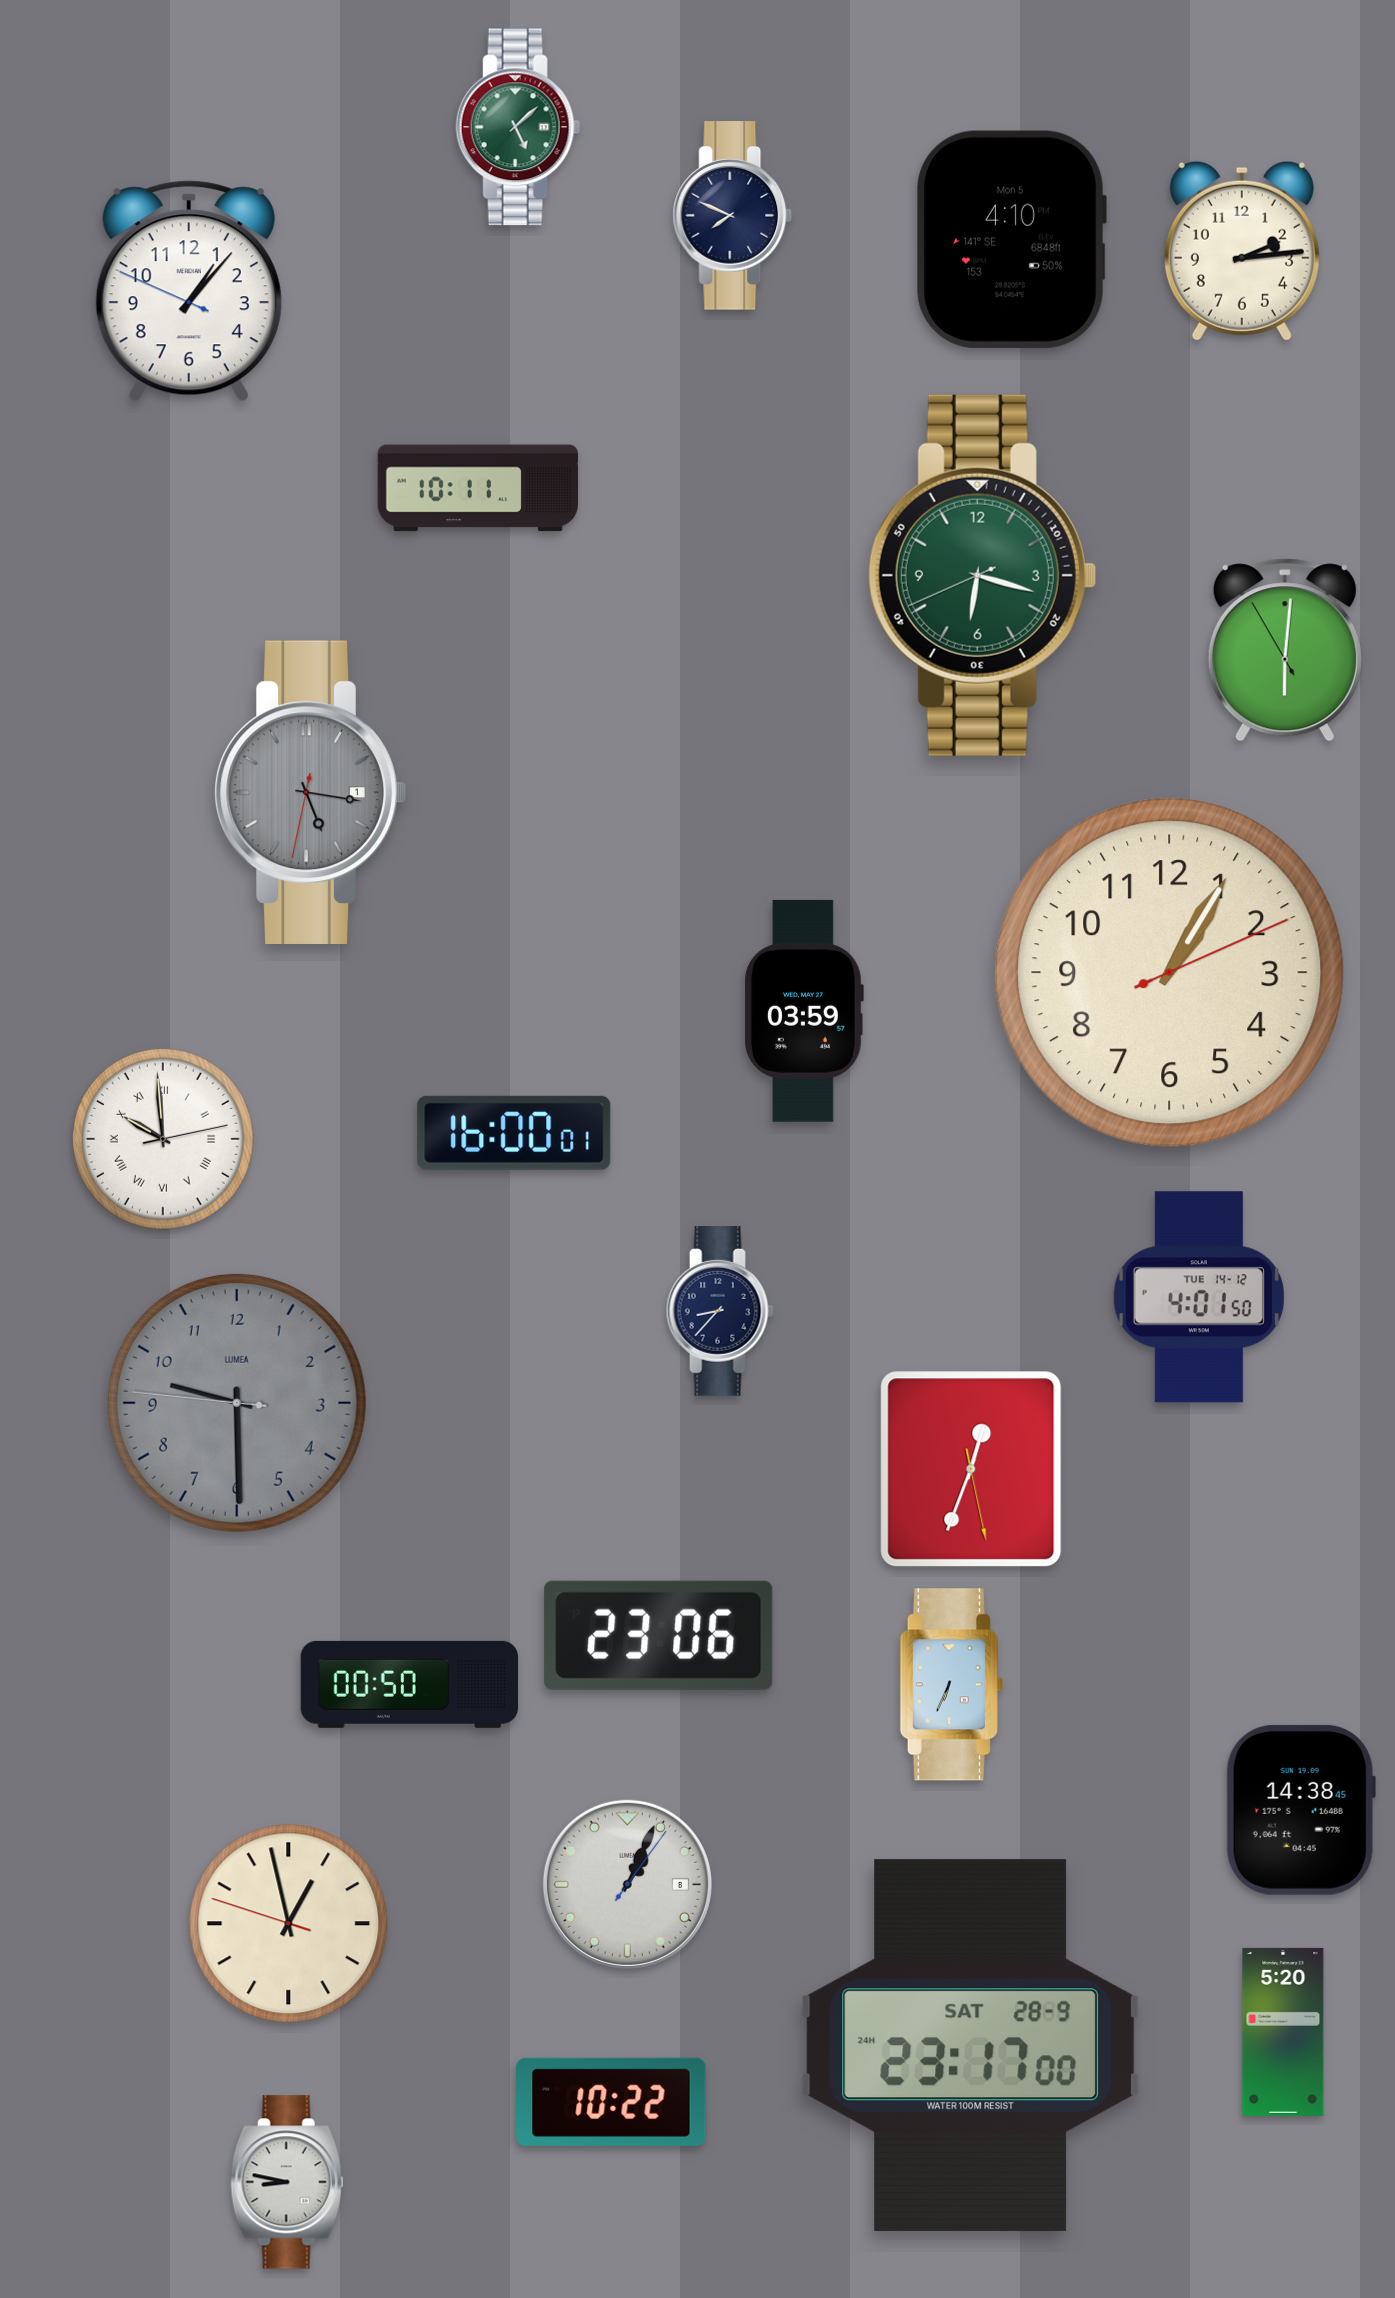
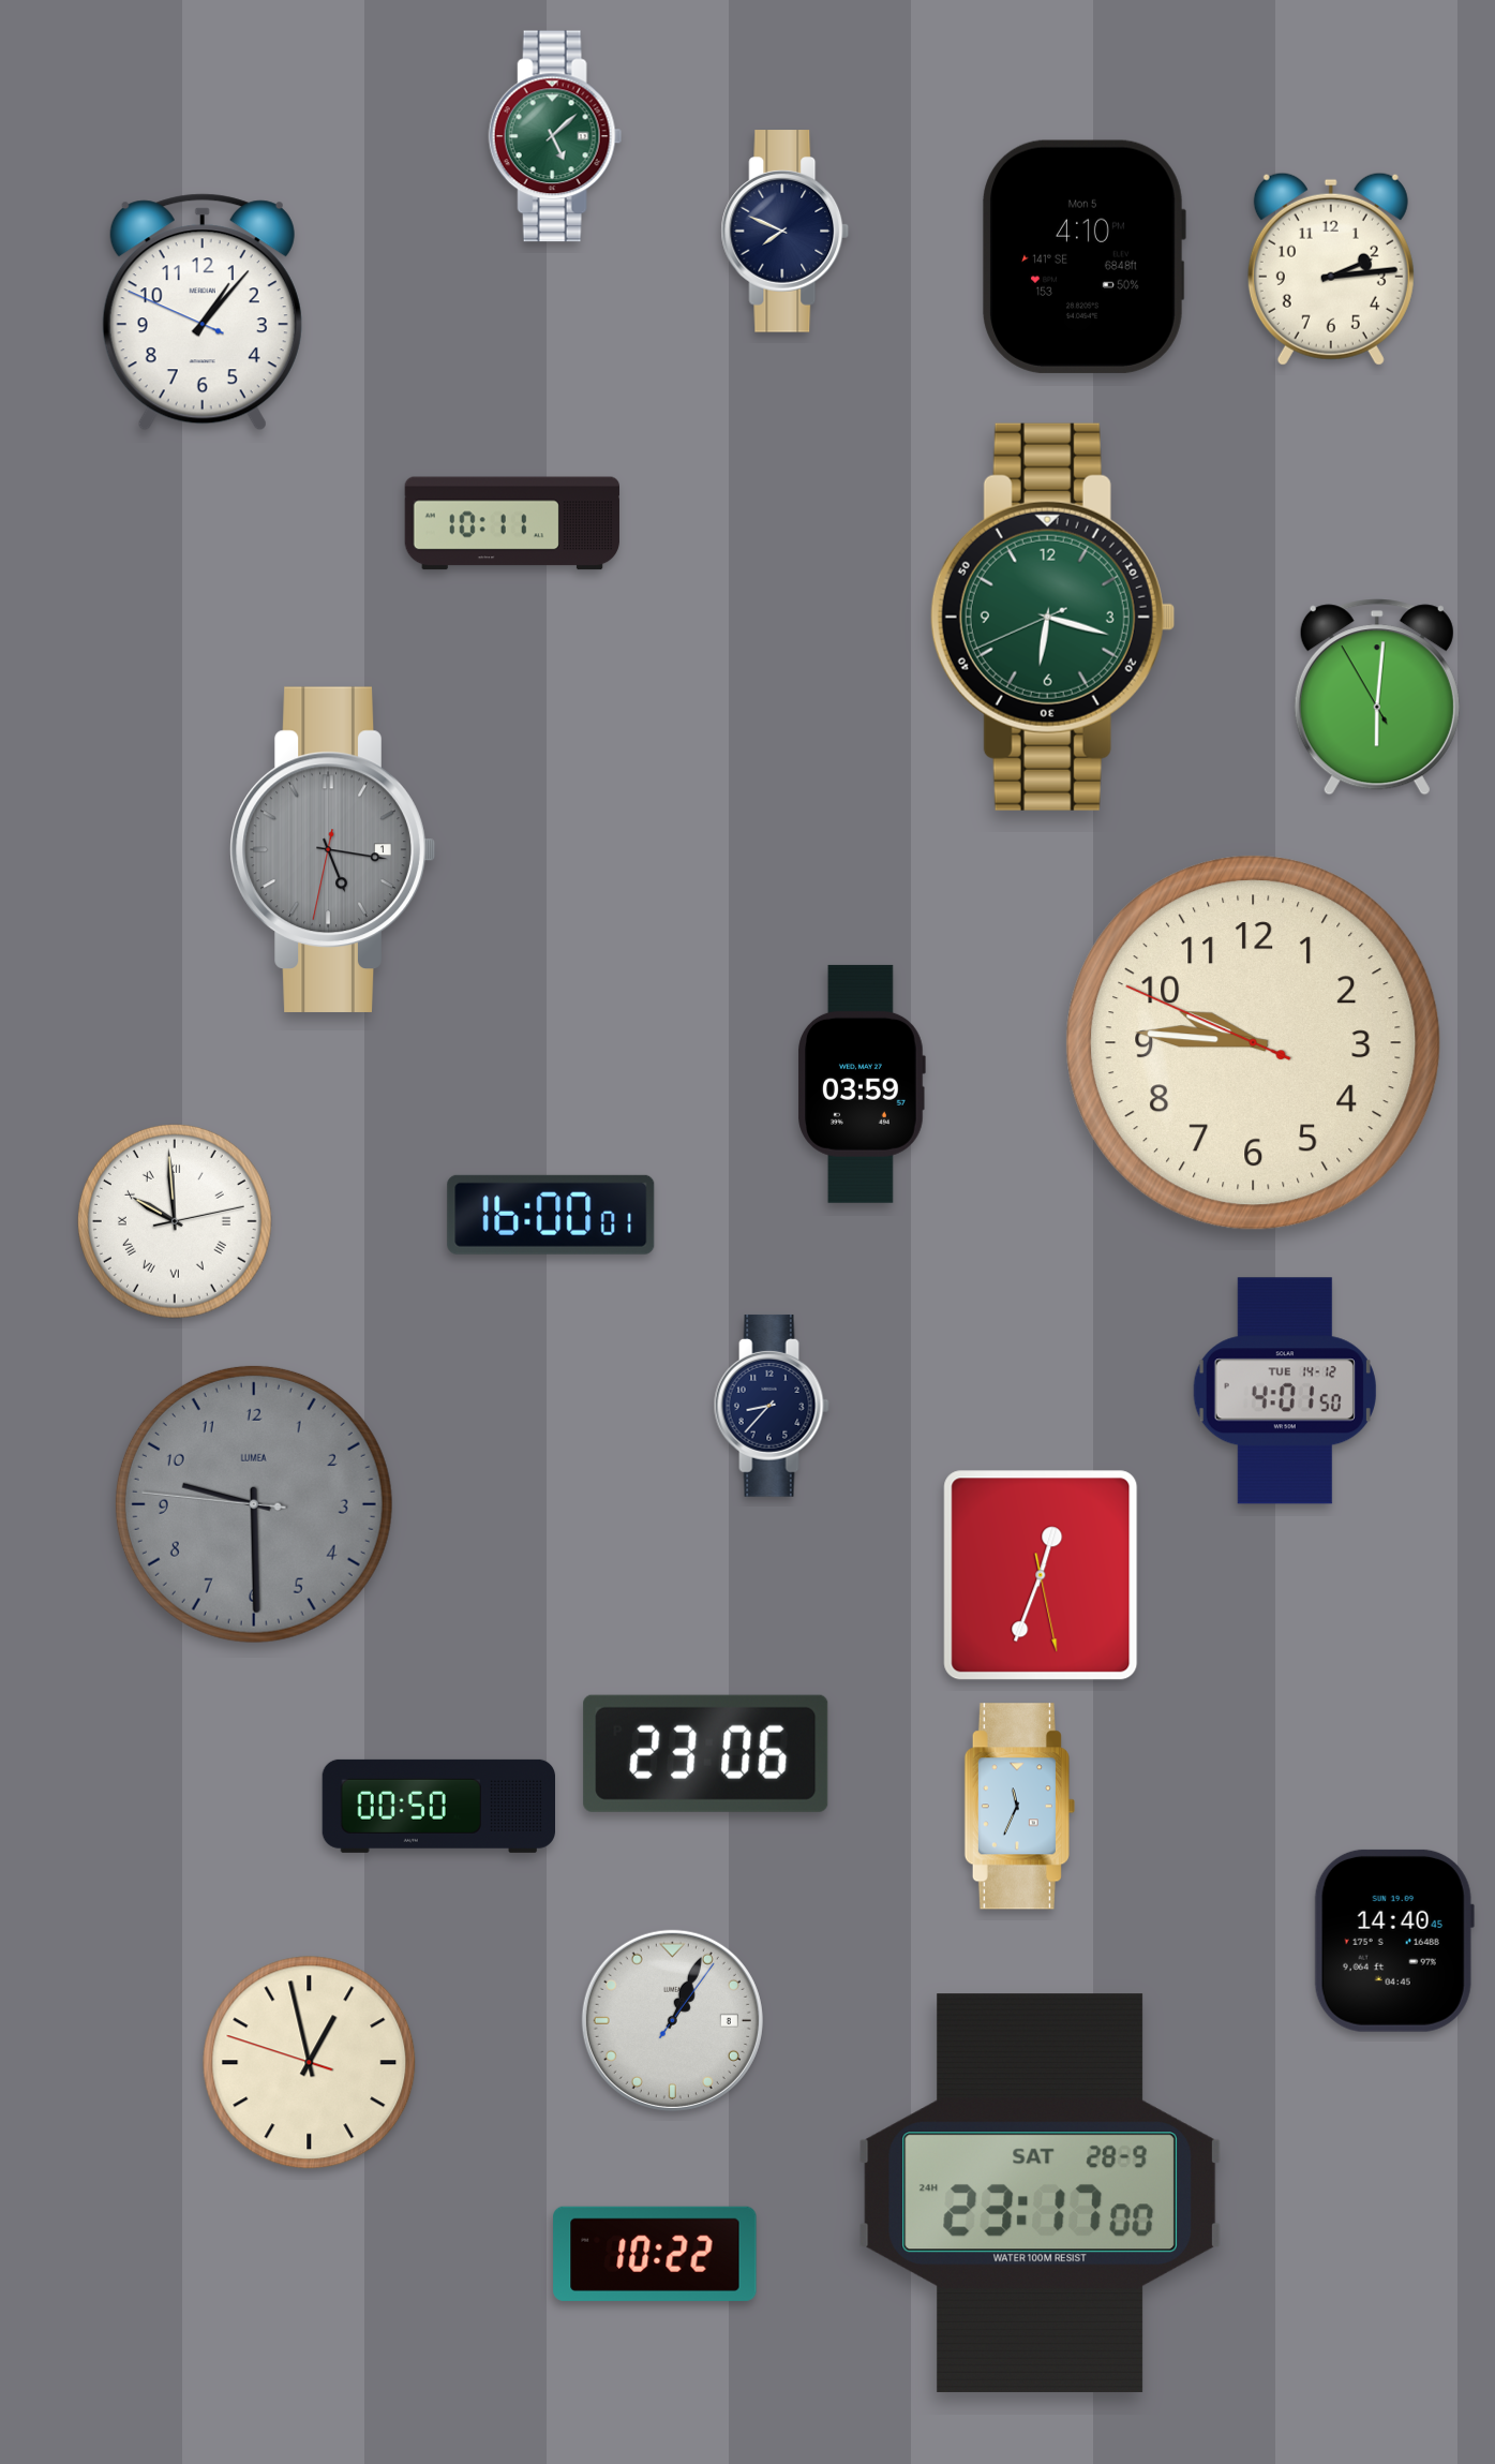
clock at (1170, 973): 1:05 -> 9:45
clock at (951, 1685): 6:34 -> 11:34
clock at (1301, 1810): 14:38 -> 14:40
clock at (1283, 2032): 5:20 -> none
clock at (287, 2182): 8:47 -> none
